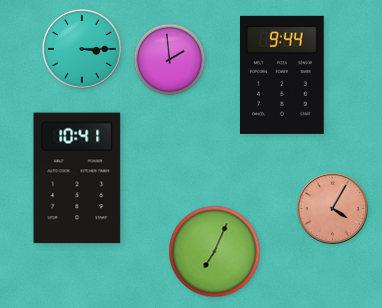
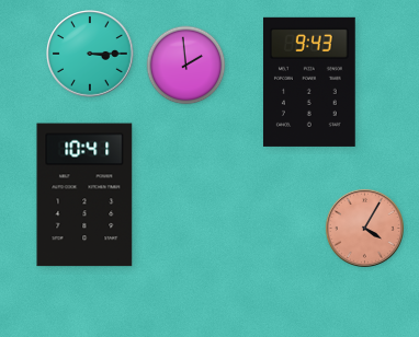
clock at (282, 75): 9:44 -> 9:43
clock at (215, 252): 7:04 -> none
